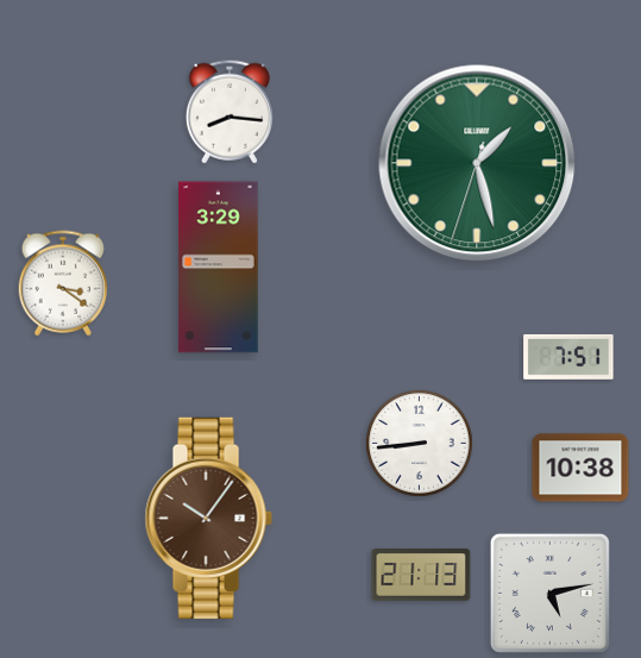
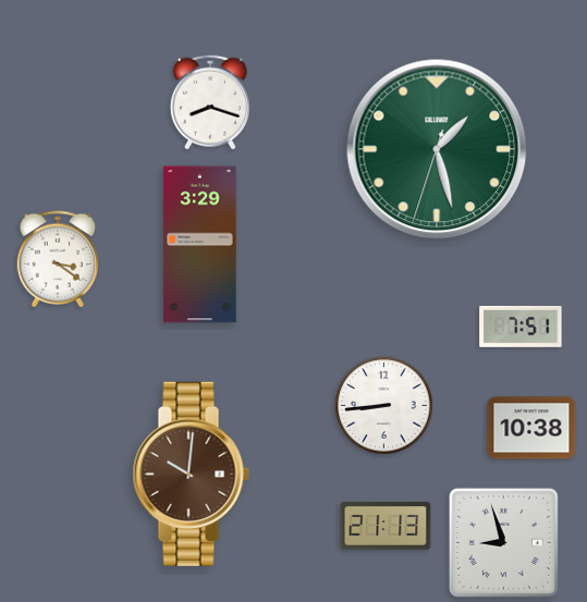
clock at (230, 112): 8:16 -> 8:18
clock at (208, 518): 10:06 -> 10:01
clock at (549, 593): 5:13 -> 8:57
